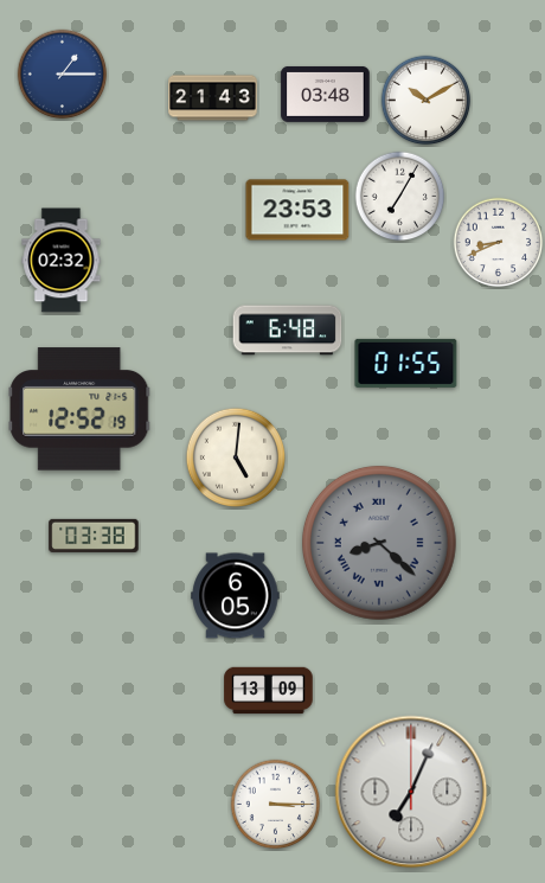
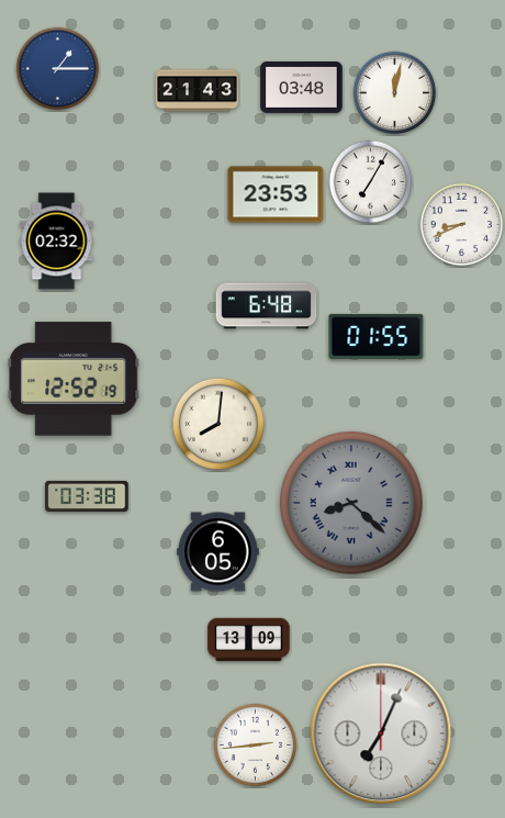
clock at (427, 101): 10:10 -> 12:02
clock at (236, 458): 5:01 -> 8:01
clock at (276, 805): 3:15 -> 2:44
